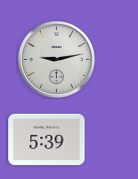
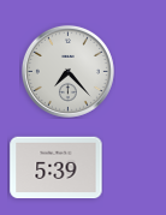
clock at (56, 59): 9:13 -> 7:23
